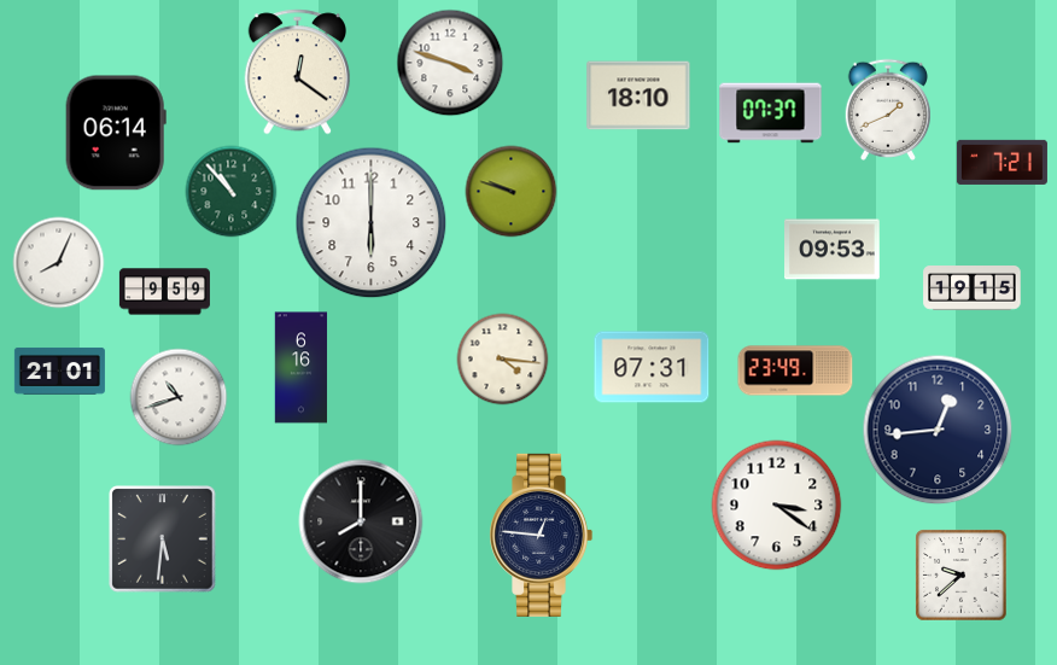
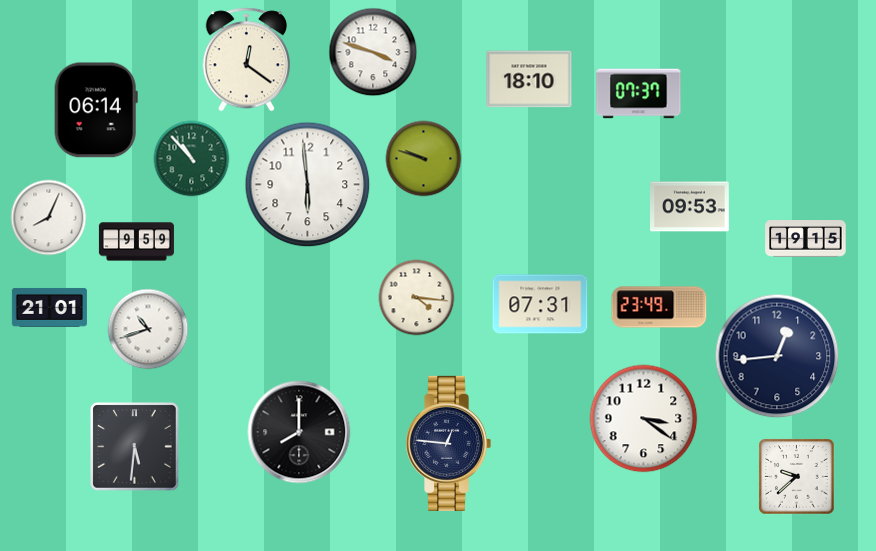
clock at (887, 110): 1:41 -> none
clock at (1001, 162): 7:21 -> none
clock at (372, 223): 6:00 -> 5:59
clock at (302, 368): 6:16 -> none
